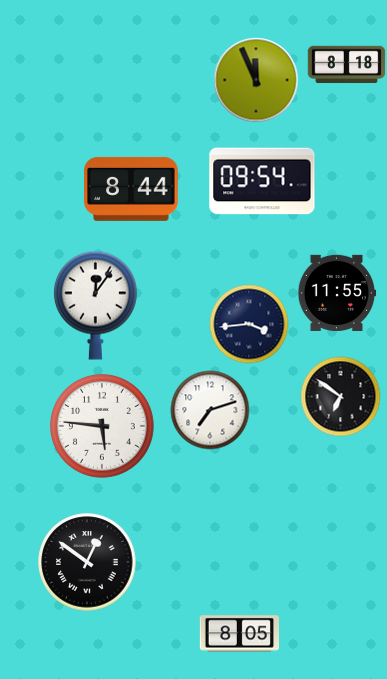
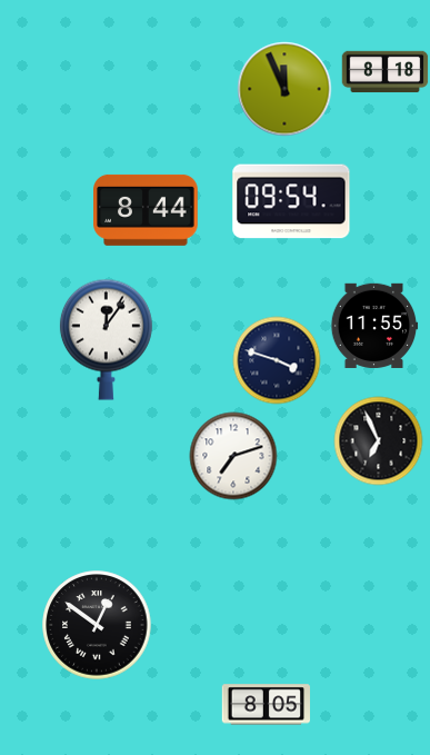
clock at (249, 324): 3:44 -> 3:48
clock at (340, 396): 6:51 -> 6:56
clock at (102, 426): 5:46 -> none
